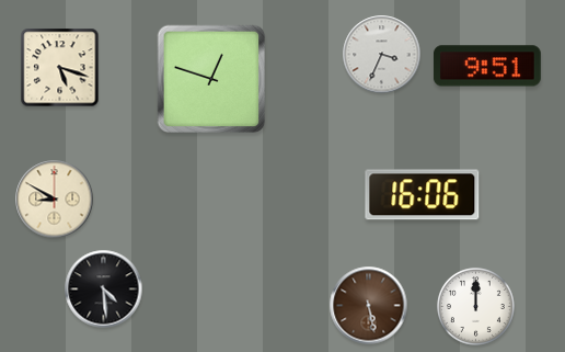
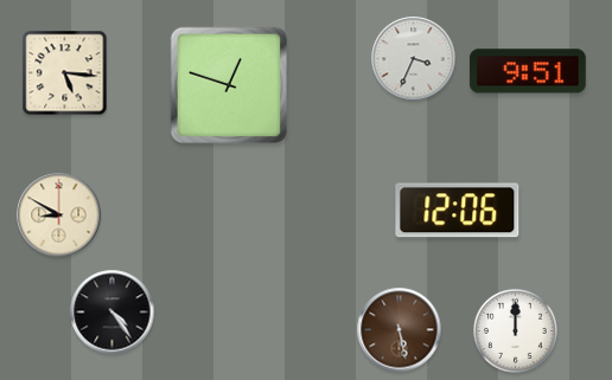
clock at (60, 68): 5:18 -> 5:16
clock at (423, 195): 16:06 -> 12:06
clock at (104, 289): 4:29 -> 4:24
